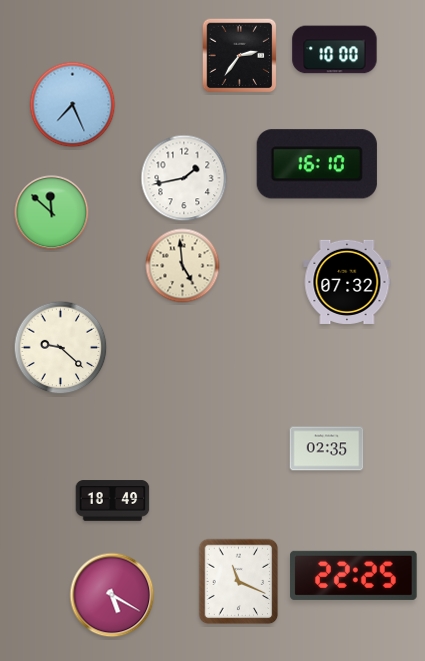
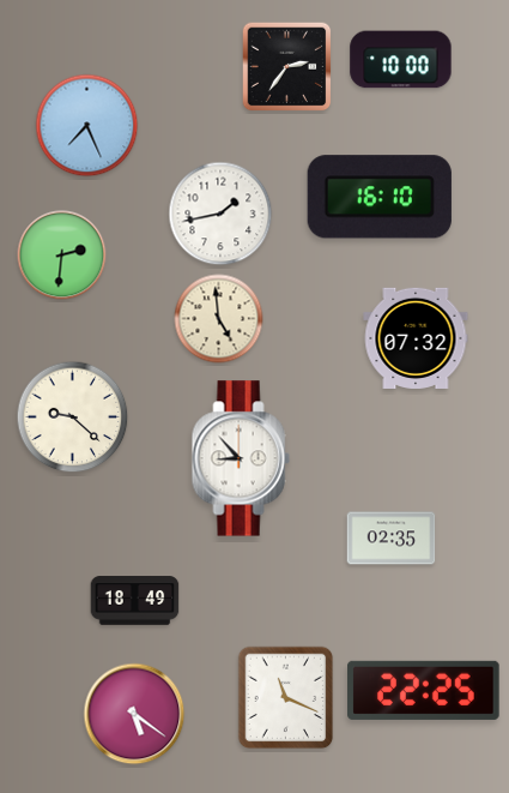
clock at (52, 213): 11:52 -> 2:31
clock at (241, 458): none -> 8:53
clock at (112, 595): 5:20 -> 5:21
